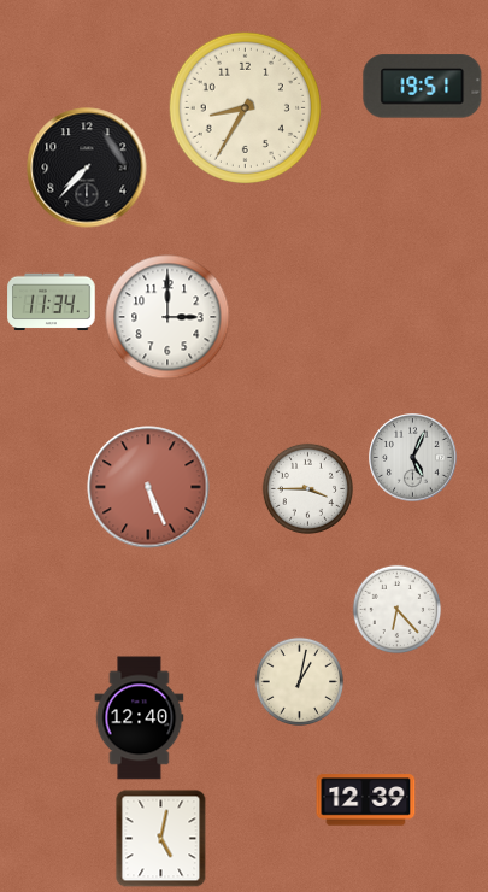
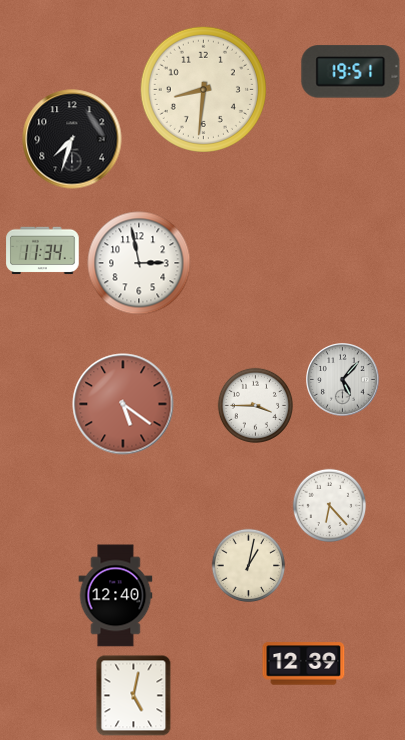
clock at (245, 107): 8:35 -> 8:31
clock at (87, 168): 7:37 -> 7:33
clock at (167, 317): 3:00 -> 2:58
clock at (413, 458): 5:04 -> 5:07
clock at (148, 487): 5:26 -> 5:21
